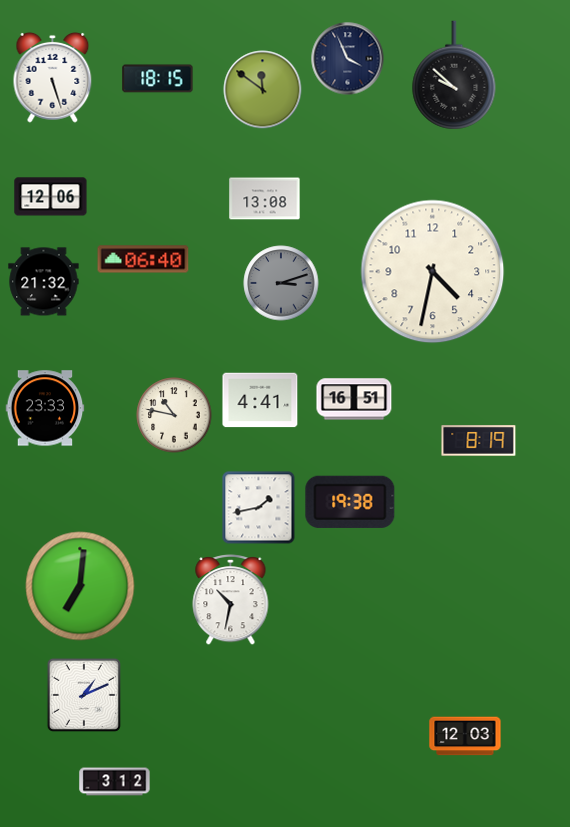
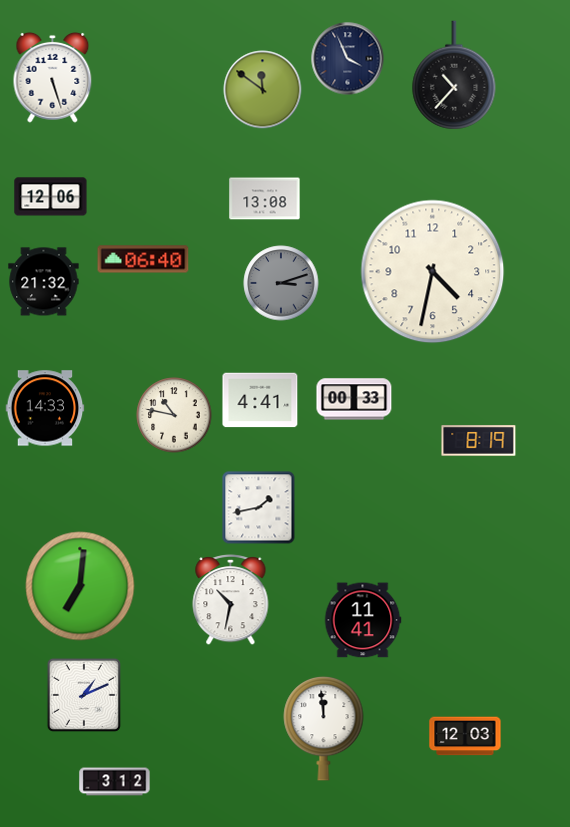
clock at (454, 75): 9:52 -> 10:37
clock at (158, 79): 18:15 -> none
clock at (354, 399): 16:51 -> 00:33
clock at (45, 408): 23:33 -> 14:33
clock at (350, 502): 19:38 -> none
clock at (363, 620): none -> 11:41
clock at (324, 728): none -> 11:59
